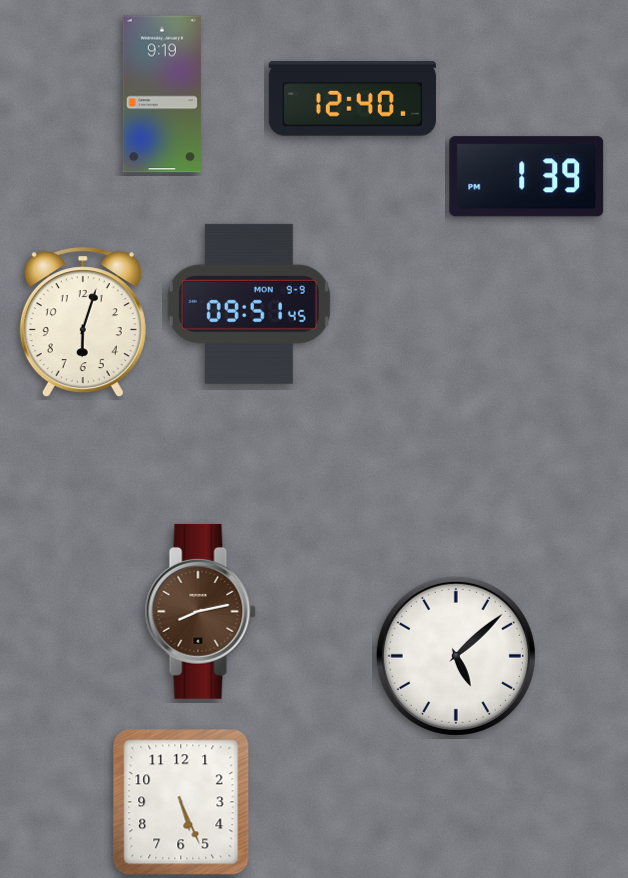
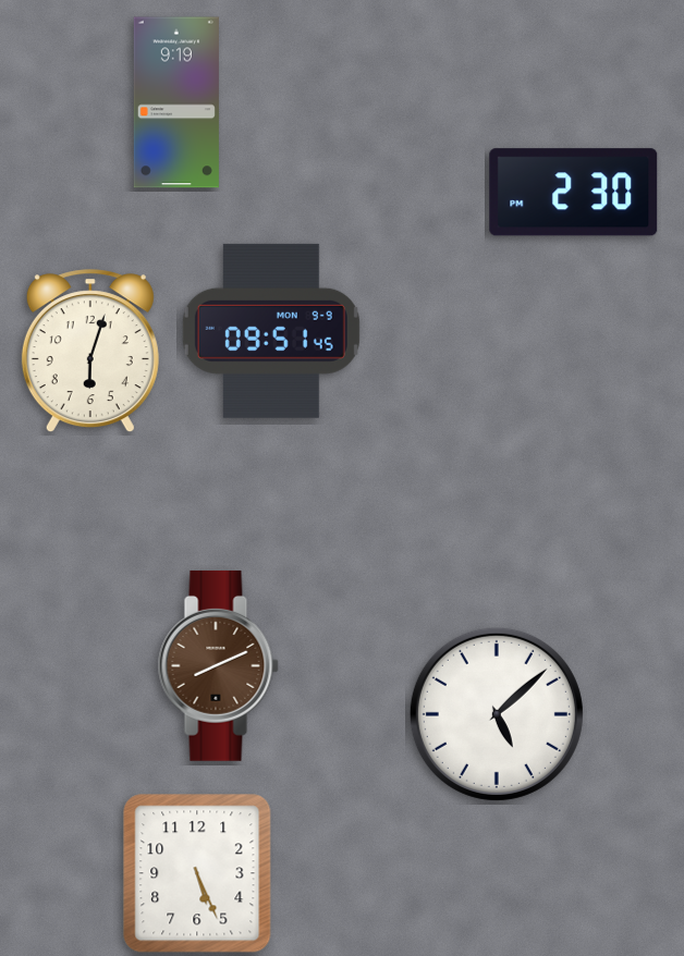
clock at (352, 99): 12:40 -> none
clock at (527, 177): 1:39 -> 2:30
clock at (200, 611): 8:13 -> 8:11
